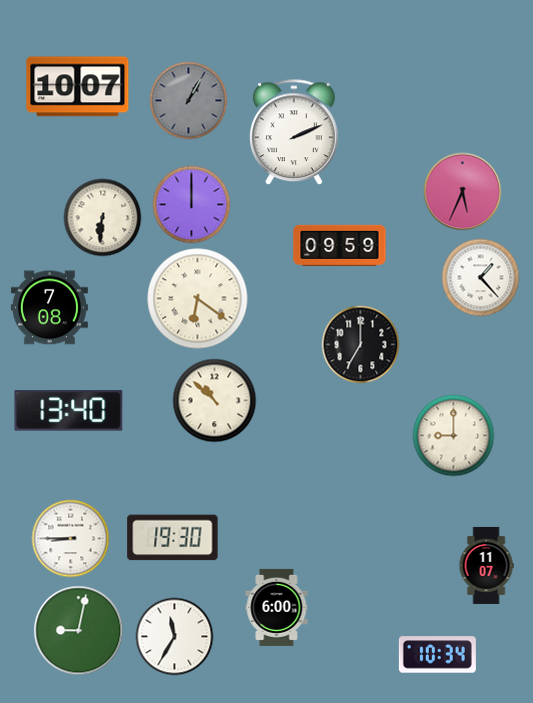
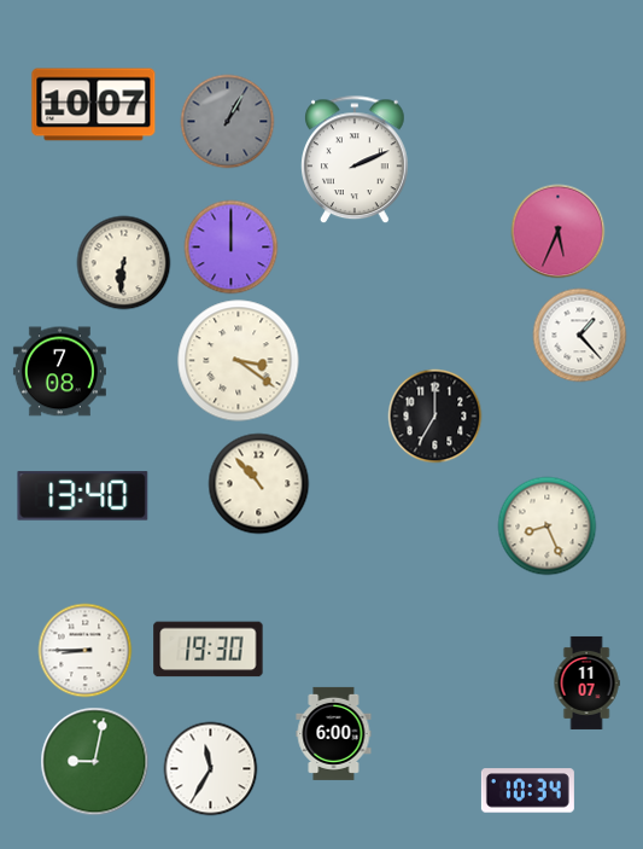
clock at (340, 245): 09:59 -> none
clock at (198, 299): 6:21 -> 3:21
clock at (214, 400): 10:52 -> 10:53
clock at (453, 435): 9:00 -> 8:26
